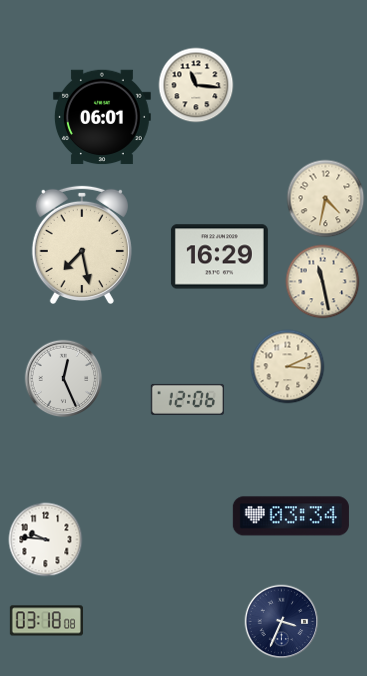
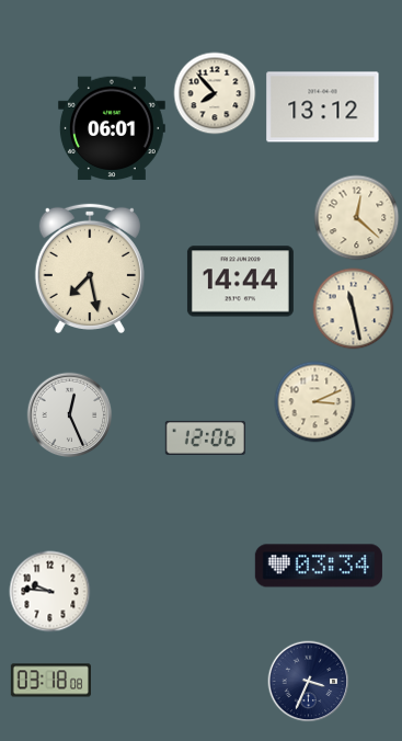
clock at (196, 85): 11:16 -> 7:53
clock at (323, 107): none -> 13:12
clock at (326, 199): 4:32 -> 12:22
clock at (219, 257): 16:29 -> 14:44
